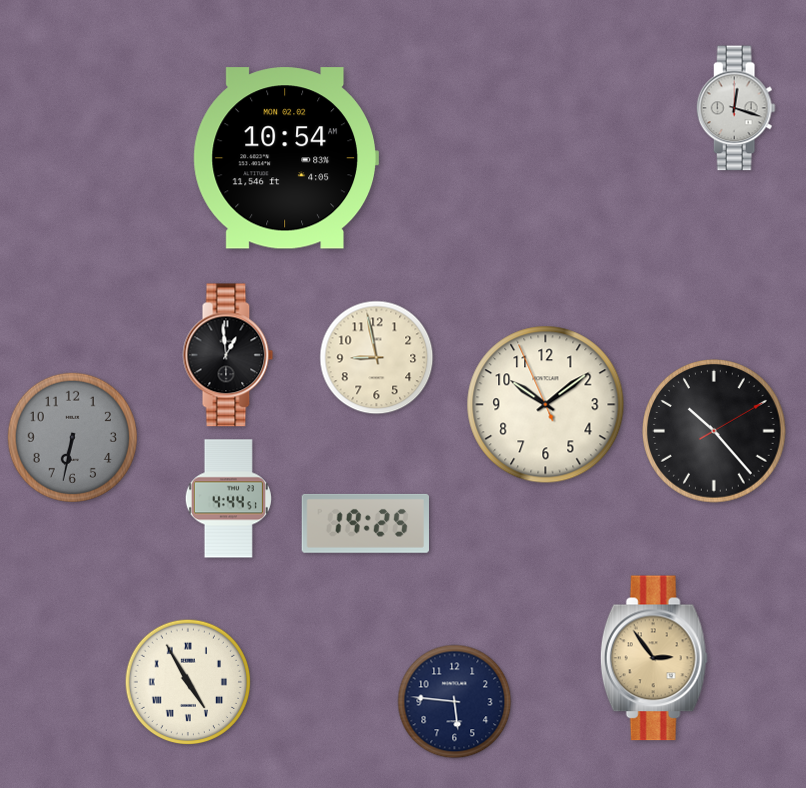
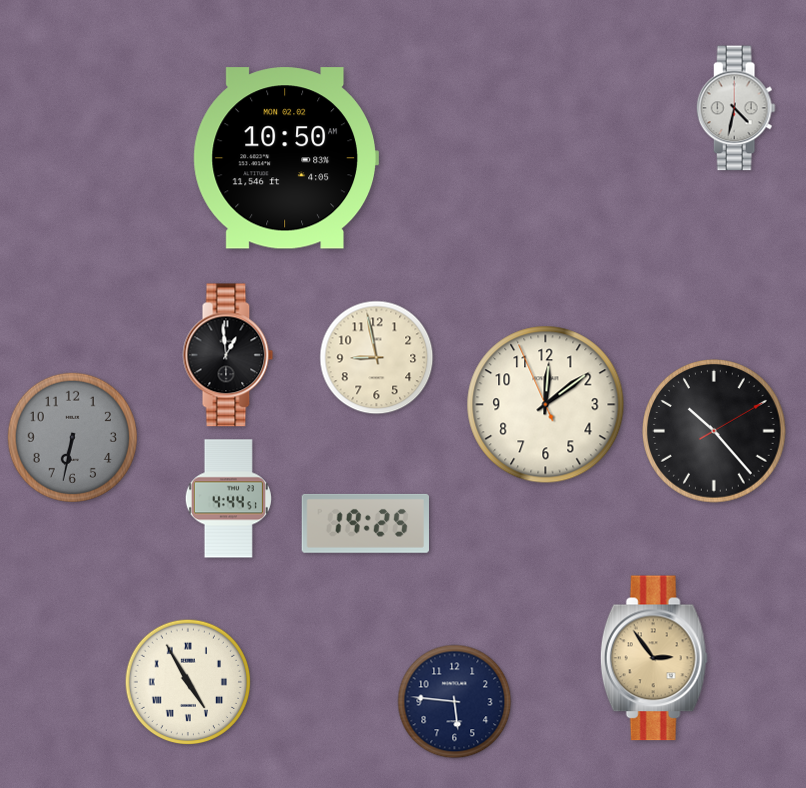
clock at (736, 108): 12:18 -> 4:32
clock at (286, 158): 10:54 -> 10:50
clock at (546, 405): 10:08 -> 12:08
